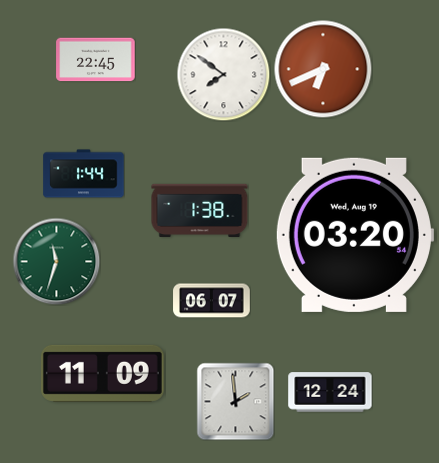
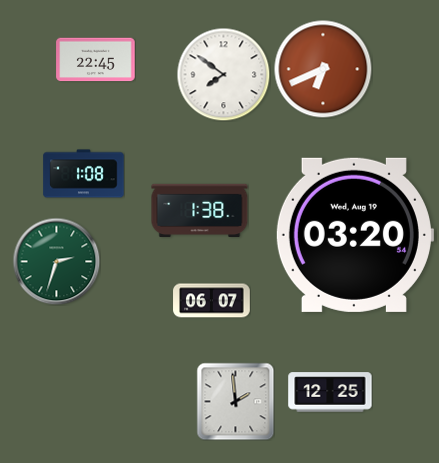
clock at (84, 174): 1:44 -> 1:08
clock at (56, 261): 11:33 -> 2:33
clock at (102, 373): 11:09 -> none
clock at (330, 392): 12:24 -> 12:25
